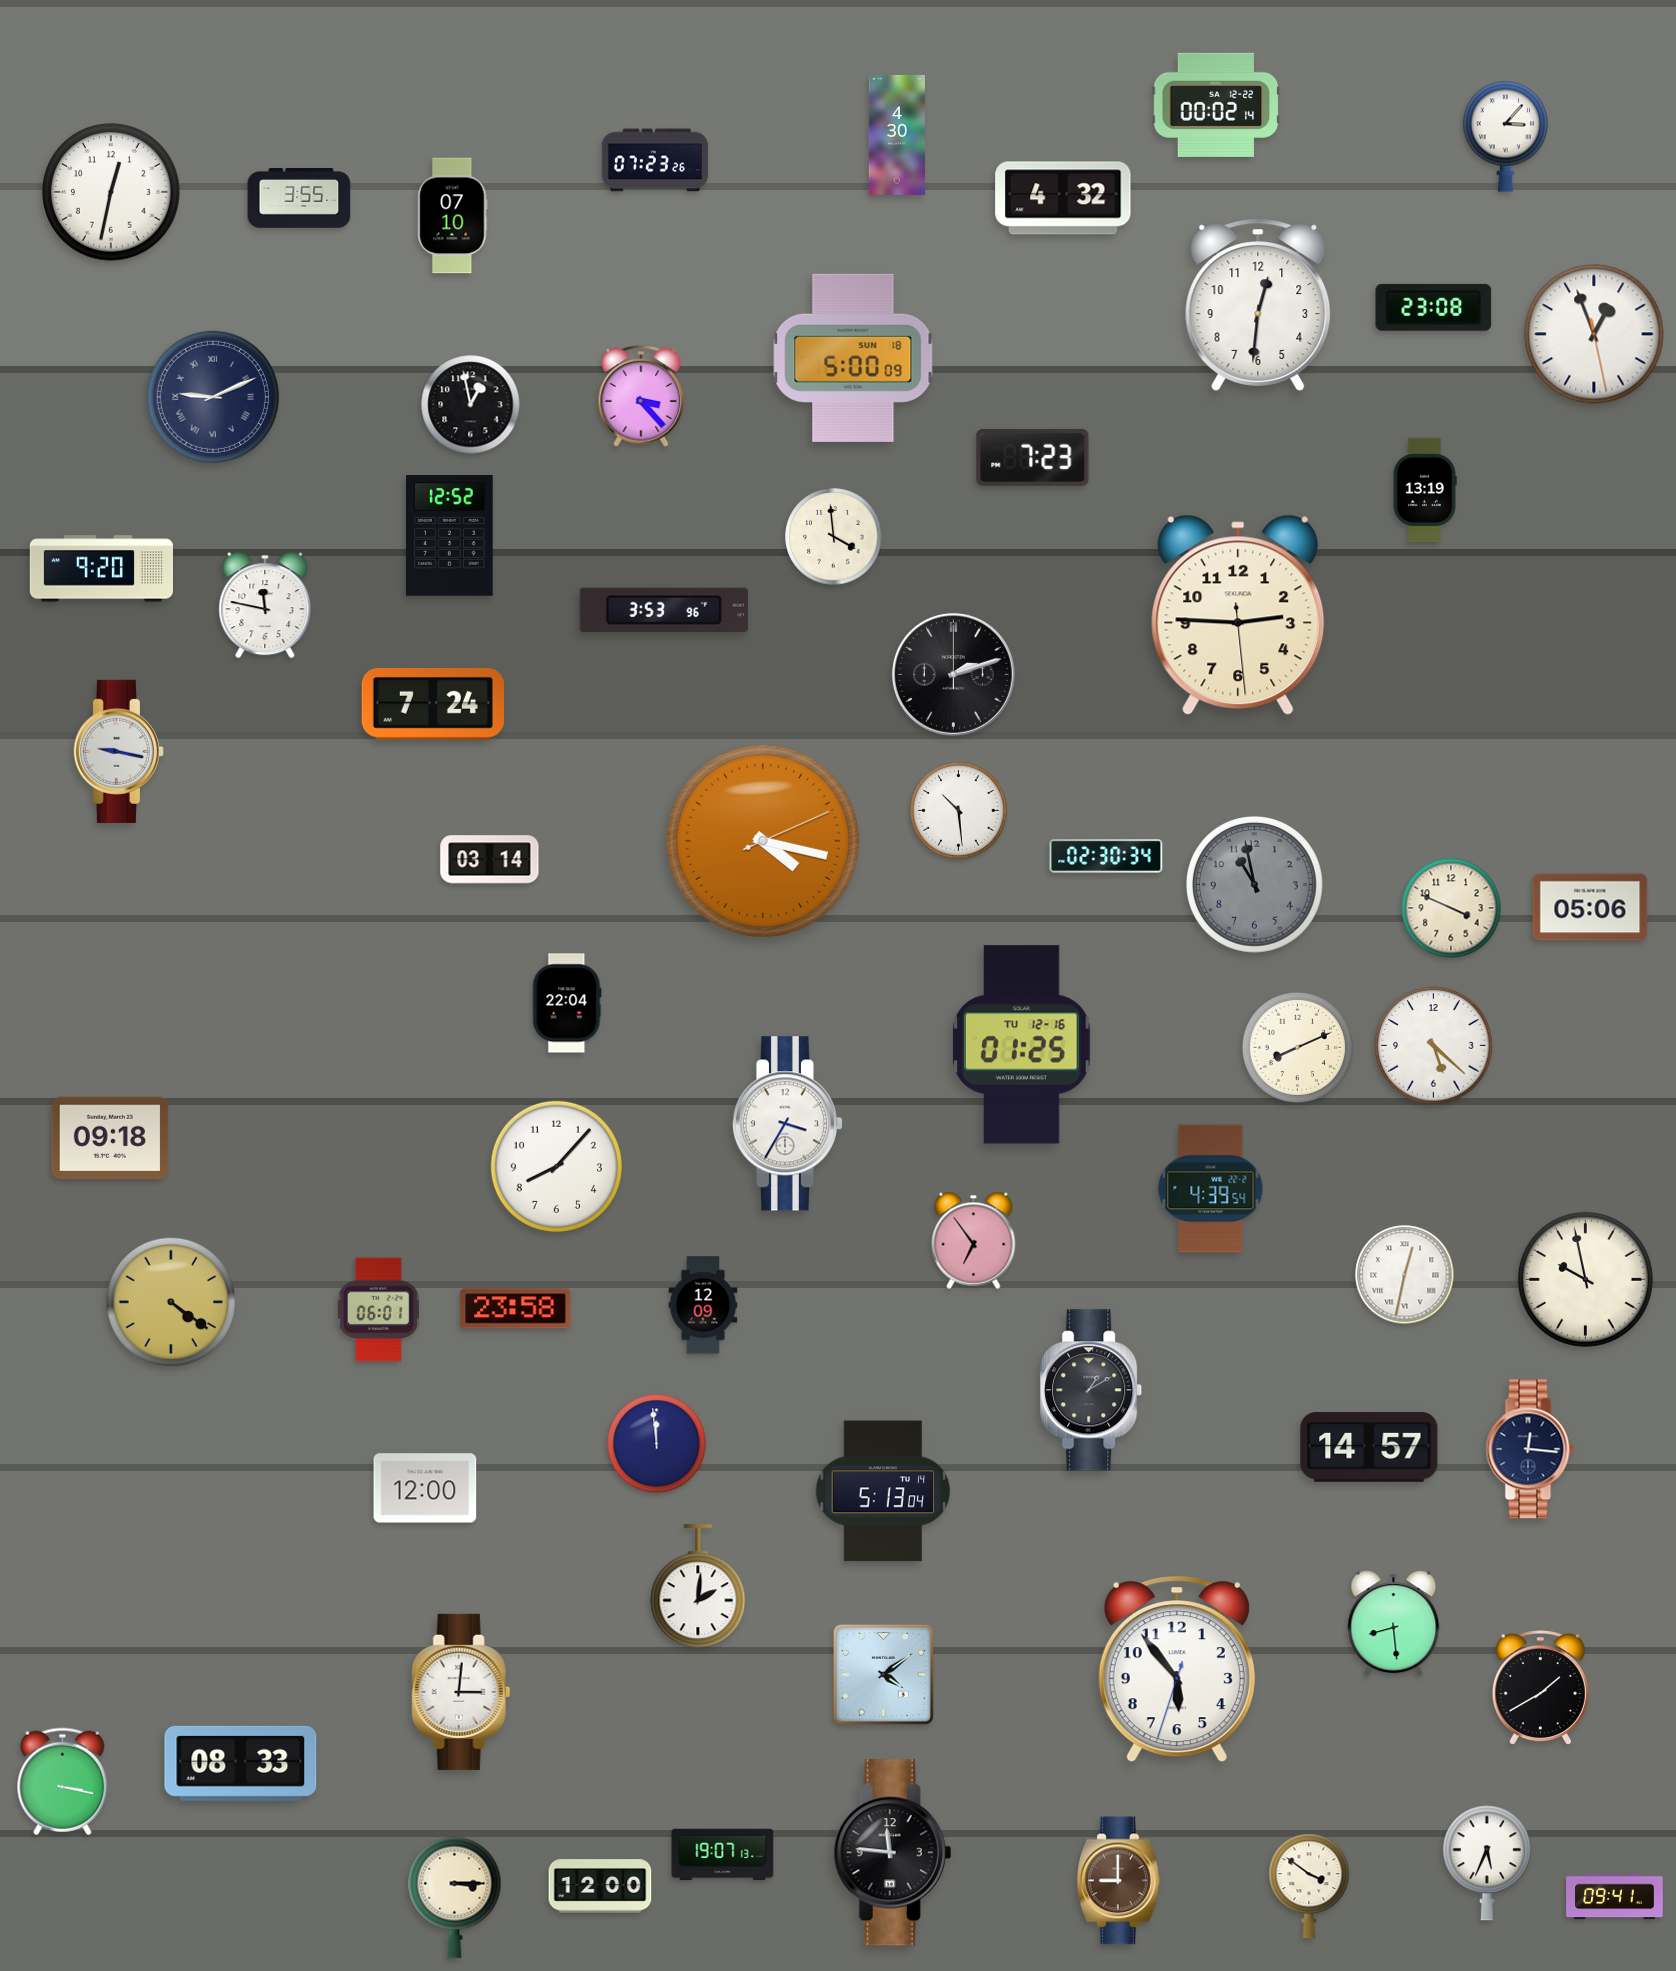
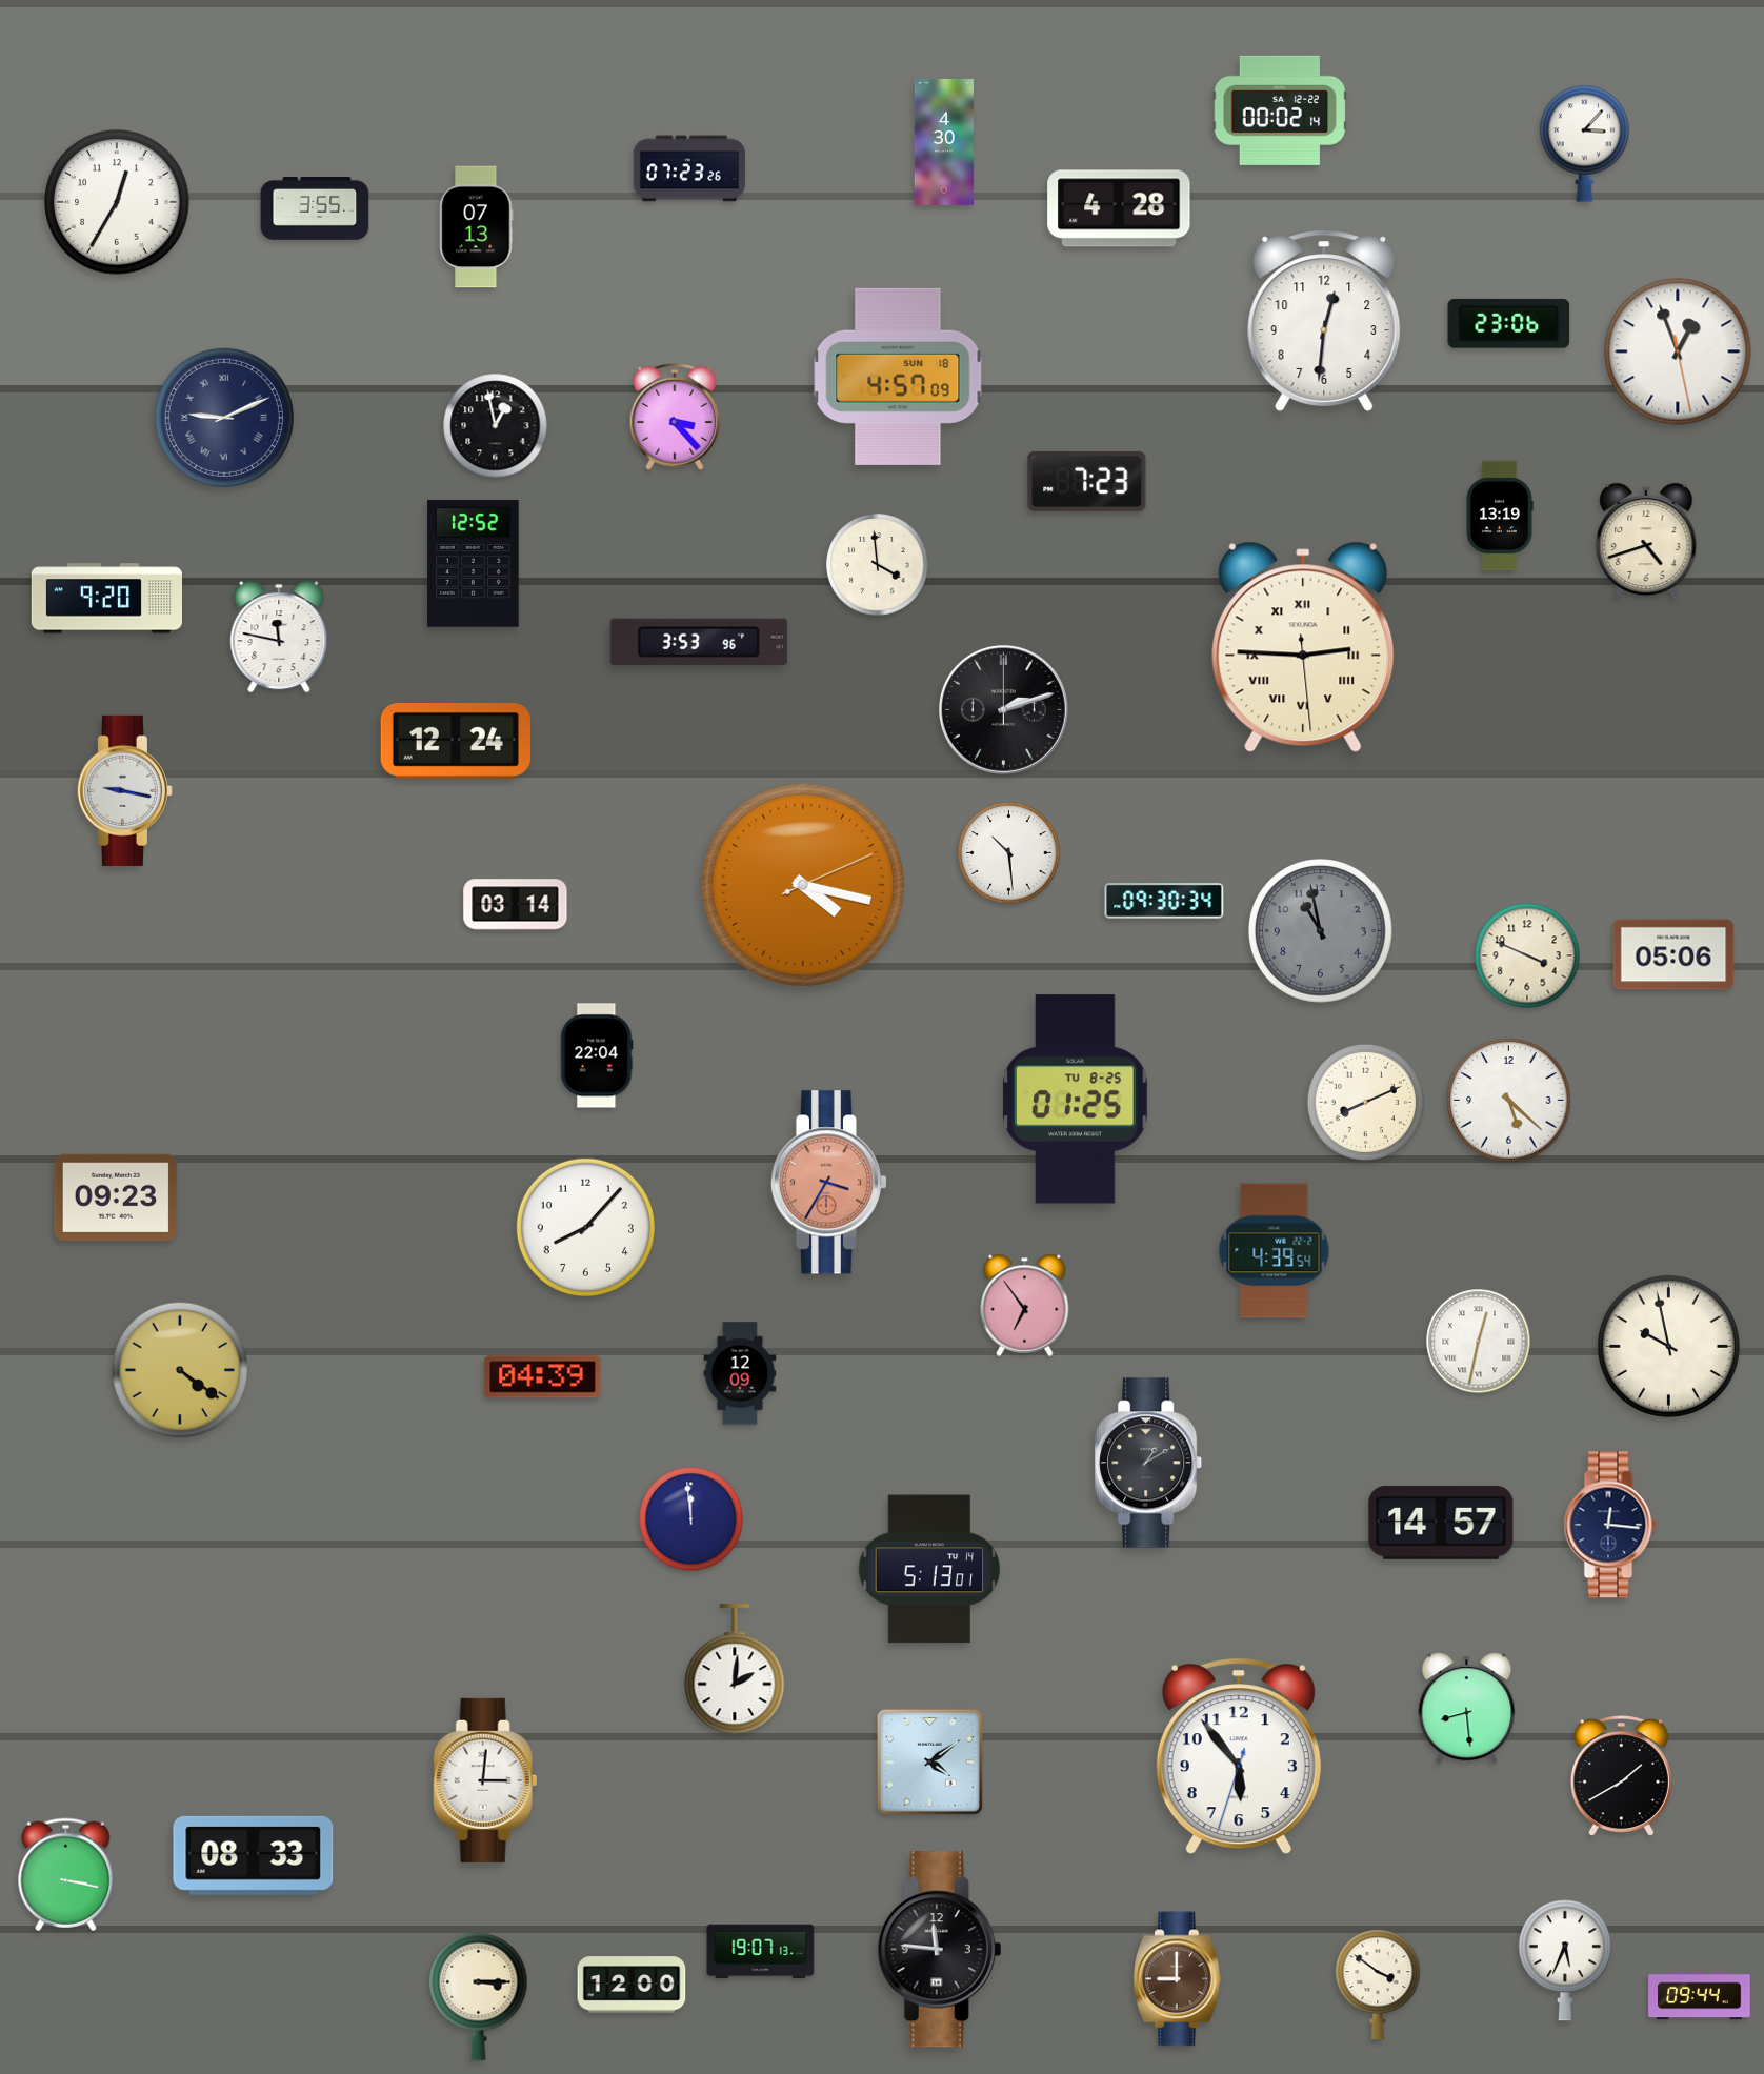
clock at (111, 192): 12:32 -> 12:35
clock at (1063, 198): 4:32 -> 4:28
clock at (453, 216): 07:10 -> 07:13
clock at (1434, 307): 23:08 -> 23:06
clock at (853, 358): 5:00 -> 4:57
clock at (1646, 541): none -> 4:42
clock at (1238, 615) numerals: Arabic -> Roman
clock at (432, 704): 7:24 -> 12:24
clock at (1106, 856): 02:30 -> 09:30
clock at (1022, 1045) date: TU 12-16 -> TU 8-25
clock at (787, 1124) dial: white -> salmon
clock at (110, 1137): 09:18 -> 09:23
clock at (516, 1309): 23:58 -> 04:39
clock at (378, 1310): 06:01 -> none
clock at (425, 1488): 12:00 -> none
clock at (883, 1491): 5:13:04 -> 5:13:01
clock at (1615, 1897): 09:41 -> 09:44
